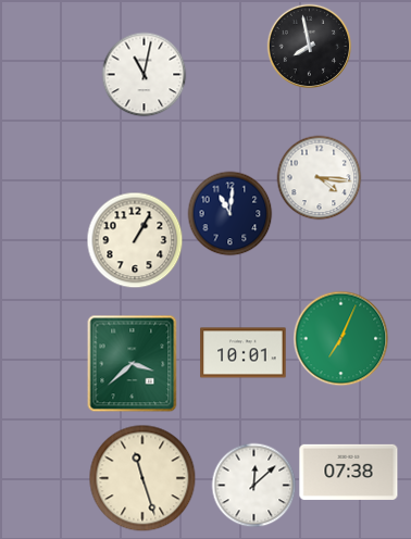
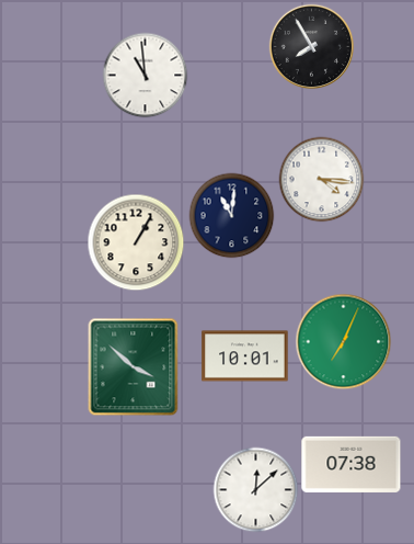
clock at (309, 46): 7:58 -> 7:55
clock at (144, 74): 11:02 -> 10:59
clock at (133, 363): 3:38 -> 3:52
clock at (349, 472) position: (349, 472) -> (352, 464)
clock at (142, 478): 11:27 -> none
